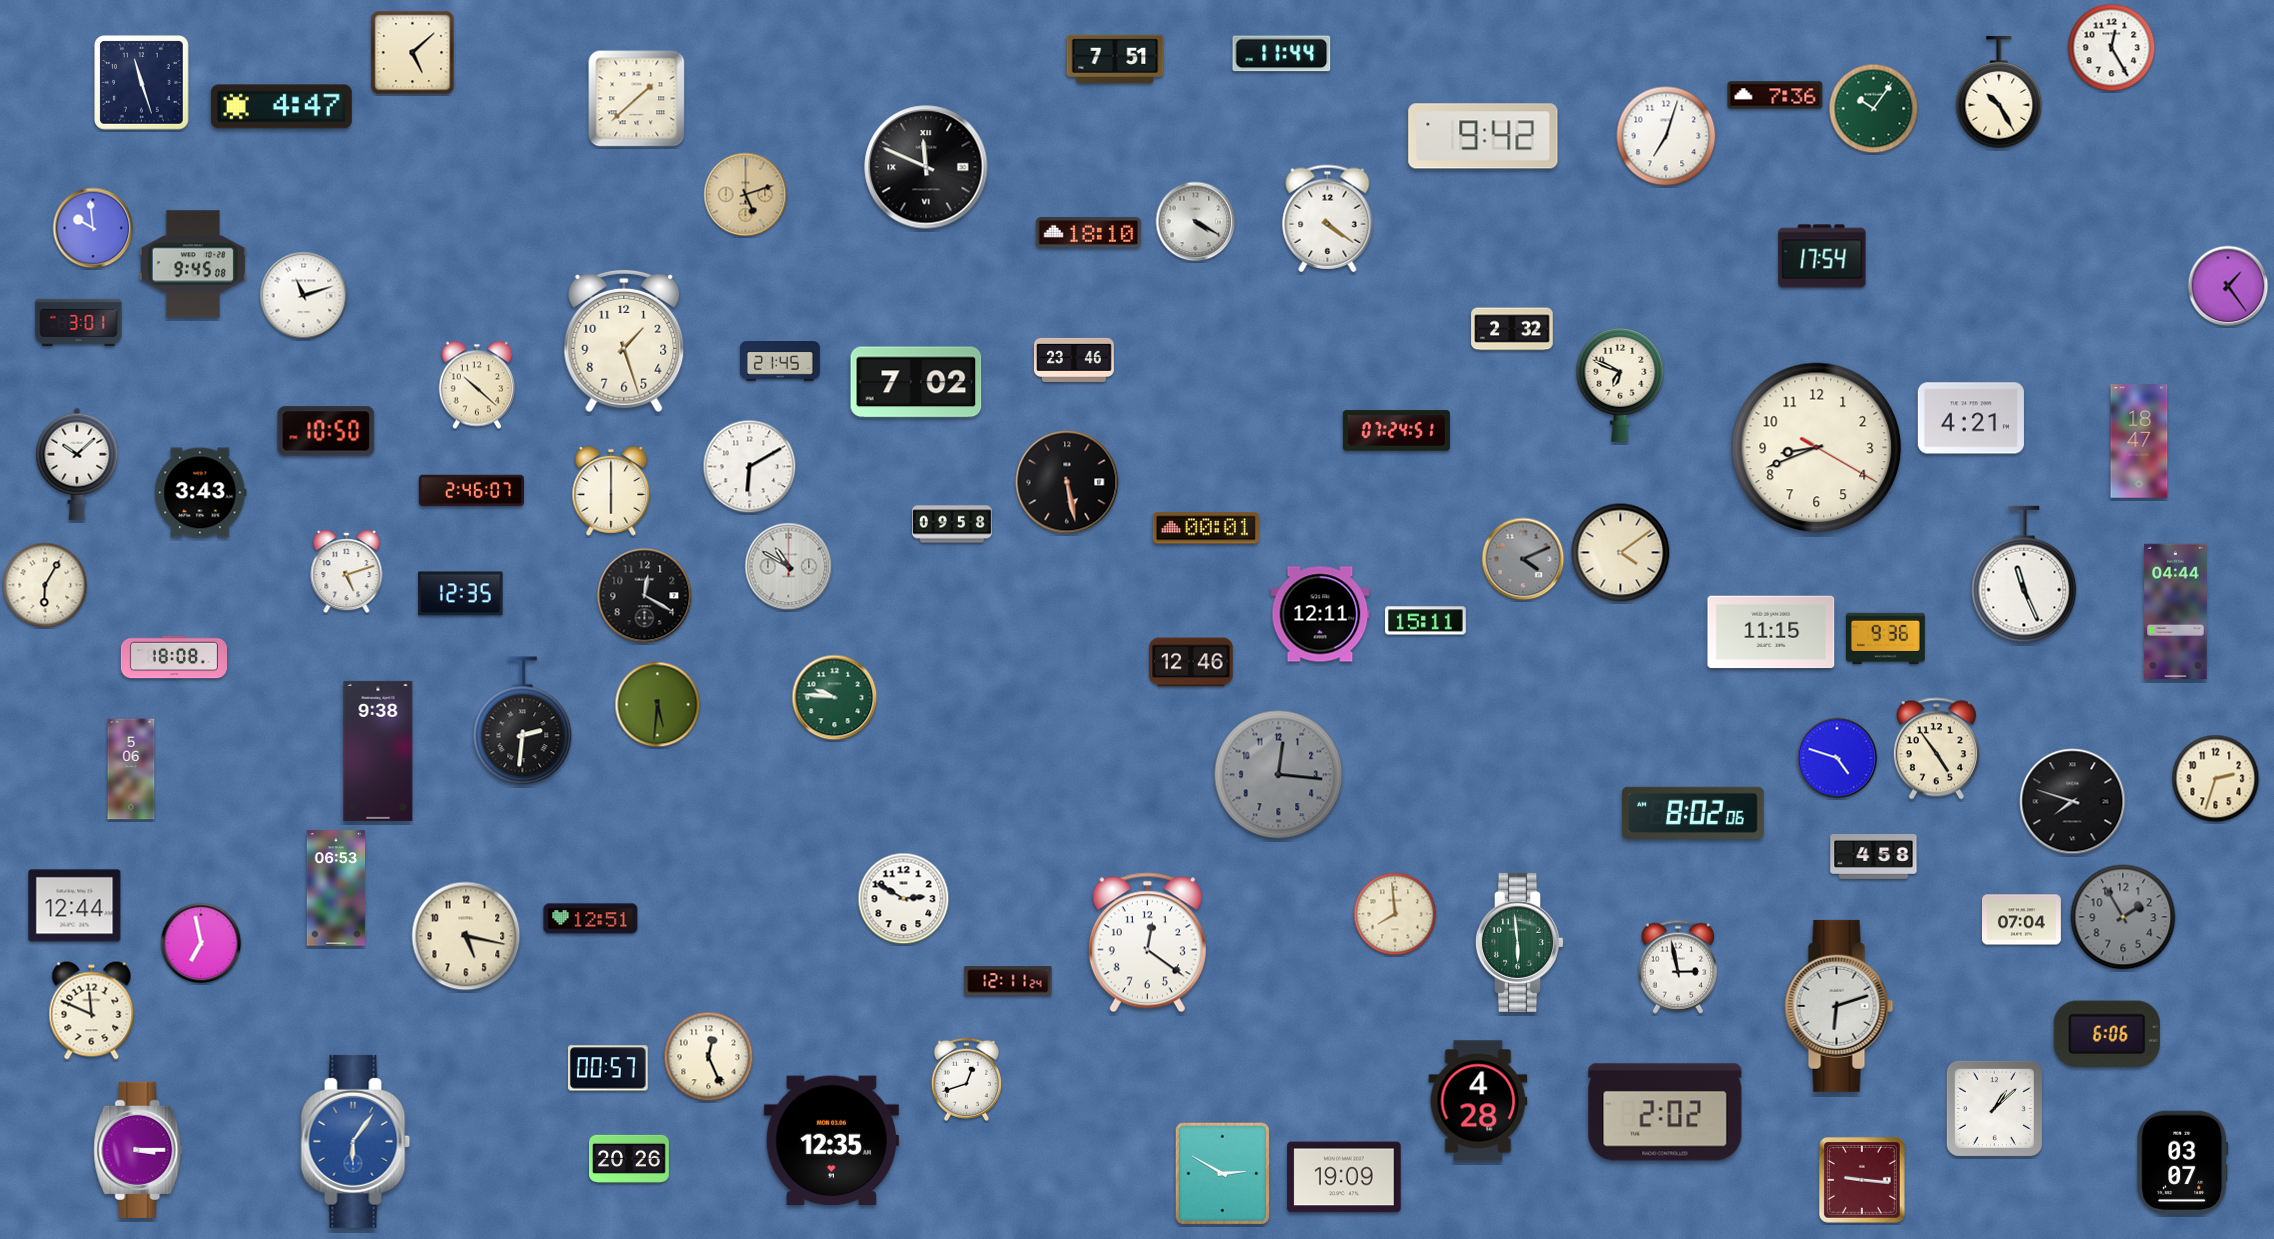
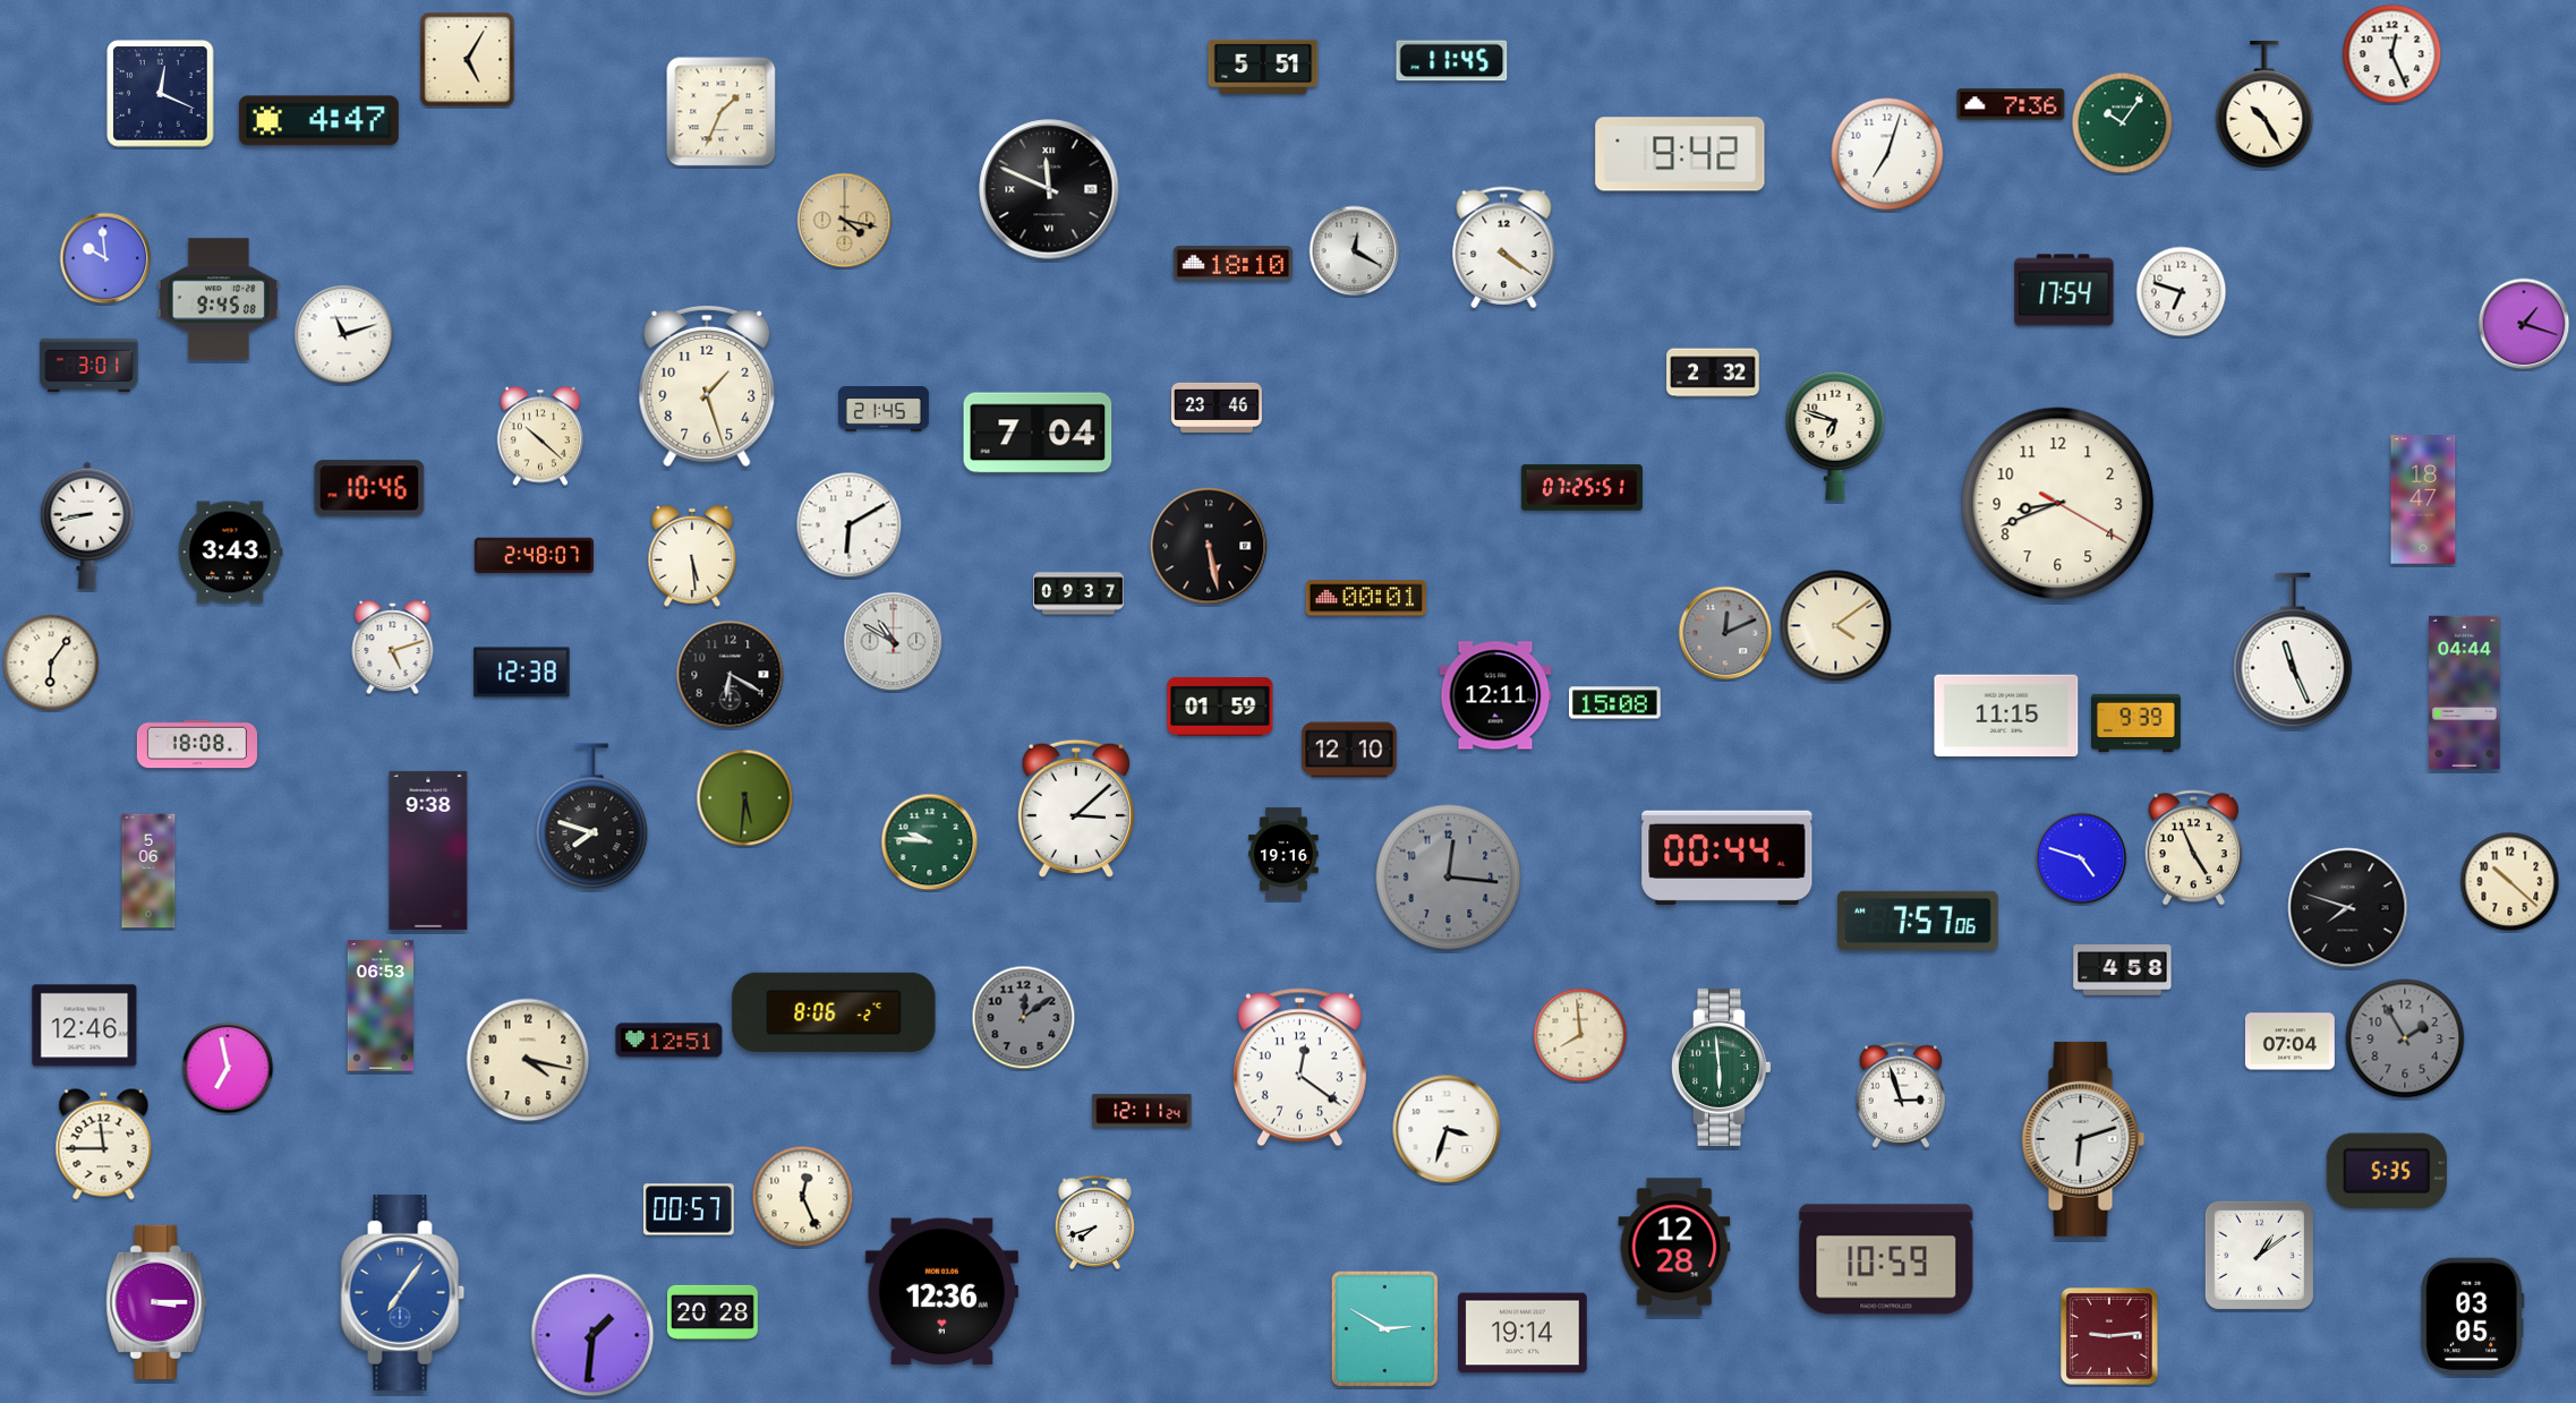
clock at (2112, 48): 12:25 -> 12:26
clock at (413, 53): 5:08 -> 5:05
clock at (1282, 54): 11:44 -> 11:45
clock at (1115, 59): 7:51 -> 5:51
clock at (142, 83): 11:27 -> 12:19
clock at (1775, 95) position: (1775, 95) -> (2011, 104)
clock at (637, 99): 1:38 -> 1:34
clock at (746, 195): 5:12 -> 4:17
clock at (1196, 222): 4:20 -> 12:20
clock at (2182, 292): none -> 6:48
clock at (2228, 286): 1:24 -> 1:18
clock at (916, 382): 7:02 -> 7:04
clock at (1620, 385): 6:49 -> 6:48
clock at (1971, 418): 4:21 -> none
clock at (326, 431): 10:50 -> 10:46
clock at (1396, 431): 07:24 -> 07:25
clock at (1817, 448) position: (1817, 448) -> (2058, 504)
clock at (77, 464): 10:08 -> 8:43
clock at (750, 467) position: (750, 467) -> (850, 525)
clock at (471, 491): 2:46 -> 2:48
clock at (611, 491): 6:00 -> 5:29
clock at (201, 493) position: (201, 493) -> (231, 553)
clock at (952, 524): 09:58 -> 09:37
clock at (1523, 559): 4:11 -> 12:11
clock at (45, 585): 6:05 -> 6:06
clock at (461, 594): 12:35 -> 12:38
clock at (645, 596): 12:20 -> 6:20
clock at (1426, 621): 15:11 -> 15:08
clock at (1220, 707): none -> 01:59
clock at (1885, 638): 9:36 -> 9:39
clock at (1191, 662): 12:46 -> 12:10
clock at (835, 698) position: (835, 698) -> (930, 842)
clock at (1076, 809): none -> 3:08
clock at (523, 721): 2:31 -> 7:48
clock at (1936, 749): 4:54 -> 4:56
clock at (1283, 854): none -> 19:16
clock at (1728, 857): none -> 00:44
clock at (2216, 779): 2:33 -> 10:22
clock at (1693, 813): 8:02 -> 7:57
clock at (834, 1012): none -> 8:06
clock at (904, 899): 2:50 -> 12:09
clock at (904, 899) dial: white -> grey
clock at (75, 906): 12:44 -> 12:46
clock at (466, 936): 5:17 -> 4:17
clock at (1678, 967): 2:58 -> 2:57
clock at (1447, 1129): none -> 3:33
clock at (92, 1011): 11:49 -> 11:45
clock at (2107, 1034): 6:06 -> 5:35
clock at (966, 1079): 12:42 -> 7:42
clock at (1478, 1101): 4:28 -> 12:28
clock at (1994, 1108): 1:08 -> 1:09
clock at (1665, 1112): 2:02 -> 10:59
clock at (356, 1141): 6:06 -> 7:06
clock at (831, 1141): 12:35 -> 12:36
clock at (630, 1159): 20:26 -> 20:28
clock at (2183, 1162): 03:07 -> 03:05
clock at (1344, 1177): 19:09 -> 19:14
clock at (592, 1335): none -> 1:31
clock at (1862, 1180): 9:16 -> 9:14
